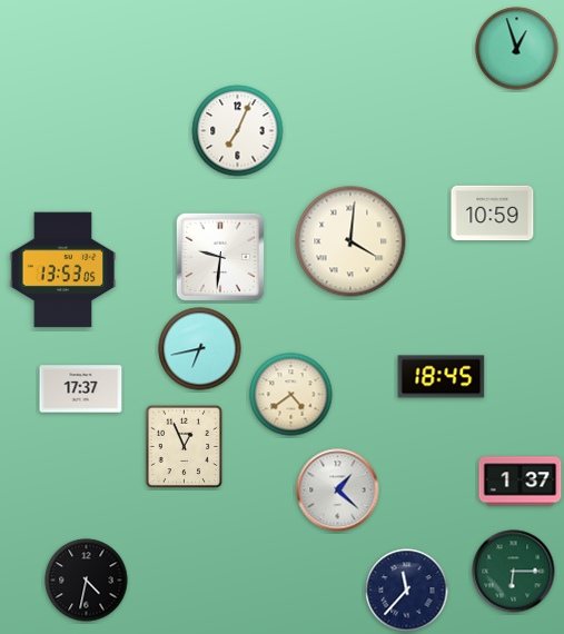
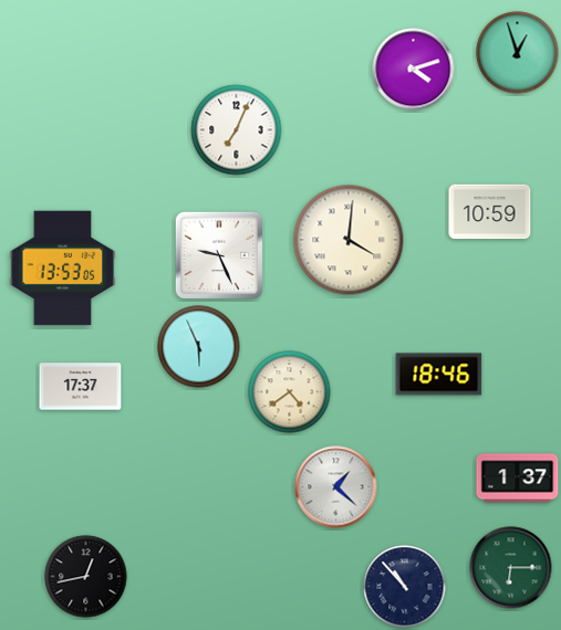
clock at (517, 49) position: (517, 49) -> (518, 53)
clock at (414, 70): none -> 4:12
clock at (220, 257): 9:31 -> 9:26
clock at (200, 349): 6:43 -> 5:56
clock at (442, 377): 18:45 -> 18:46
clock at (185, 447): 12:56 -> none
clock at (87, 581): 4:32 -> 12:43
clock at (407, 591): 11:37 -> 10:53
